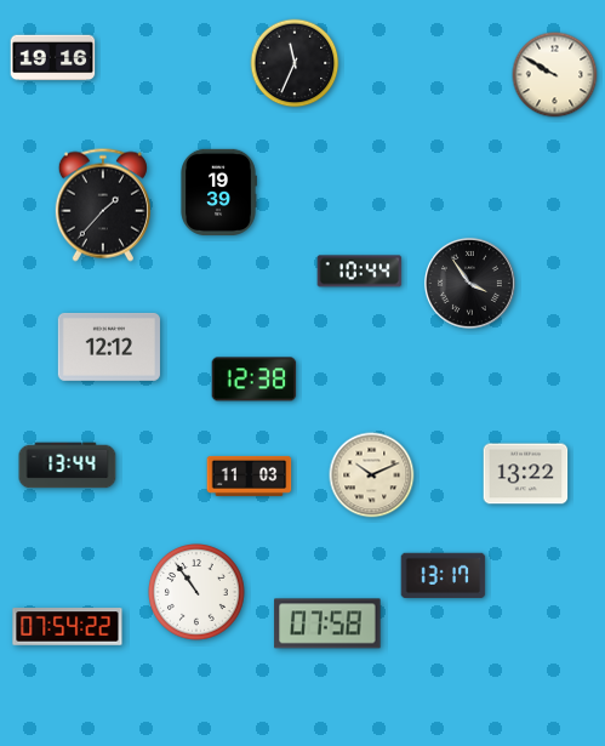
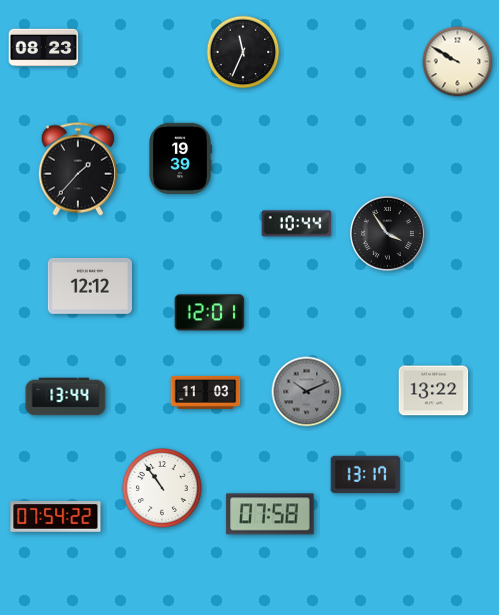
clock at (53, 58): 19:16 -> 08:23
clock at (103, 205) position: (103, 205) -> (78, 169)
clock at (255, 380): 12:38 -> 12:01
clock at (68, 466) position: (68, 466) -> (66, 397)
clock at (372, 475) dial: cream -> grey
